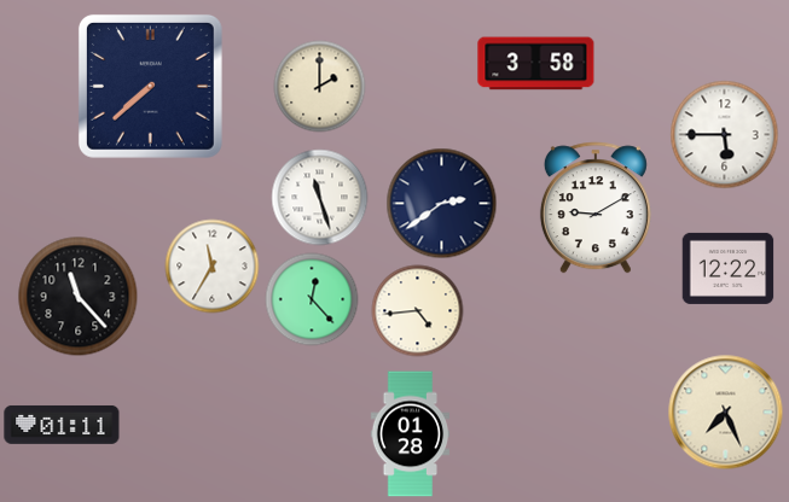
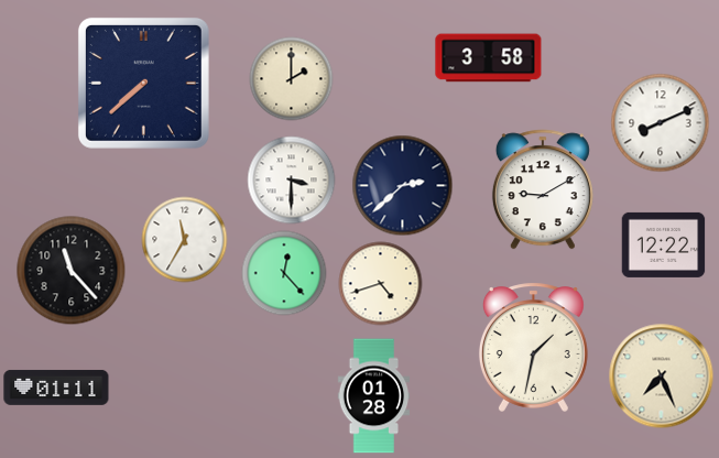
clock at (150, 86) position: (150, 86) -> (143, 83)
clock at (725, 135): 5:45 -> 8:11
clock at (320, 198): 11:27 -> 3:30
clock at (442, 204): 2:39 -> 2:38
clock at (213, 267) position: (213, 267) -> (185, 240)
clock at (418, 311): 4:44 -> 4:42
clock at (533, 347): none -> 1:32
